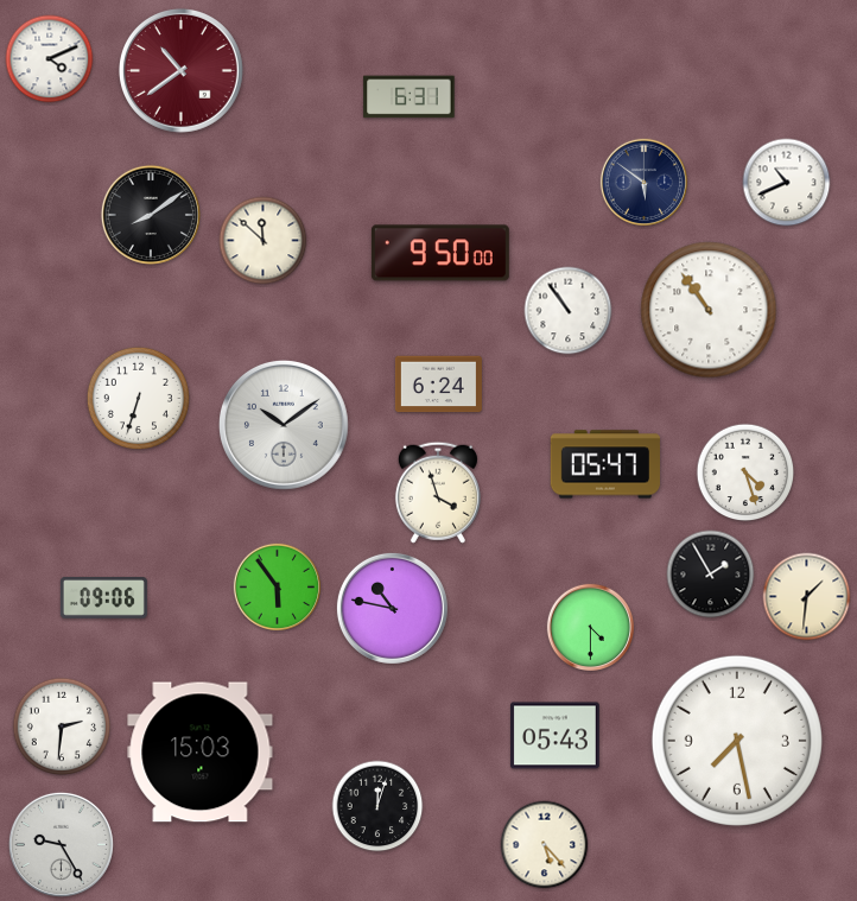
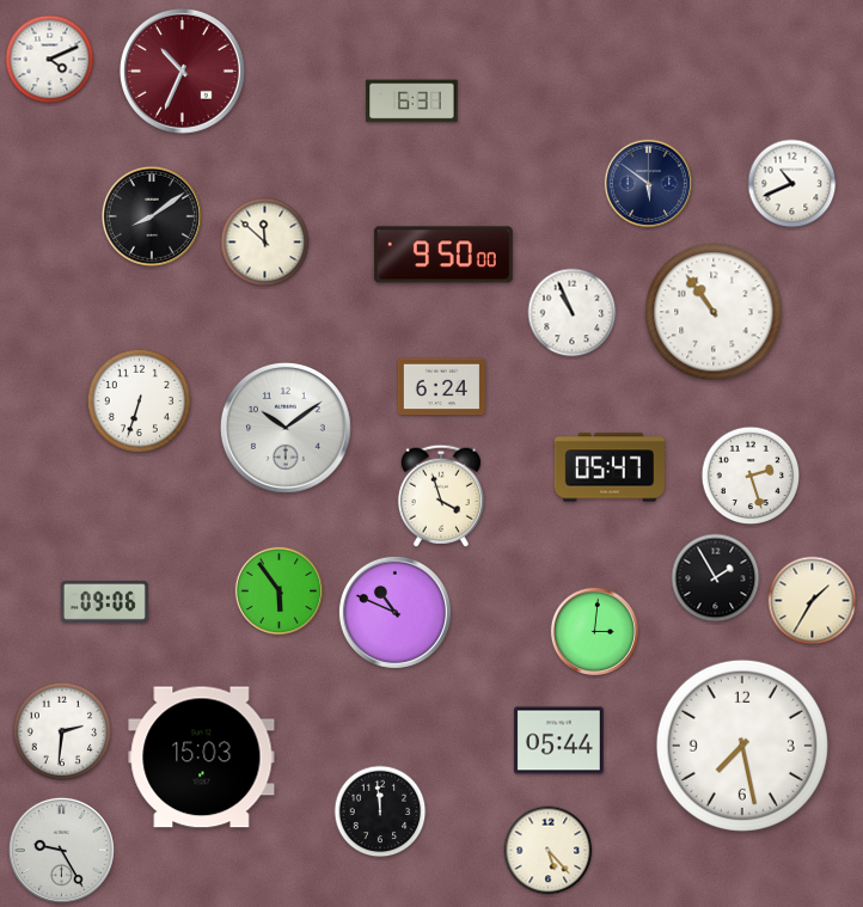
clock at (180, 70): 10:39 -> 10:34
clock at (410, 97) position: (410, 97) -> (412, 102)
clock at (569, 311): 10:54 -> 10:56
clock at (745, 472): 4:27 -> 2:27
clock at (807, 597): 1:31 -> 1:35
clock at (392, 608): 10:47 -> 10:49
clock at (590, 627): 4:30 -> 3:01
clock at (556, 736): 05:43 -> 05:44
clock at (377, 806): 12:03 -> 11:59
